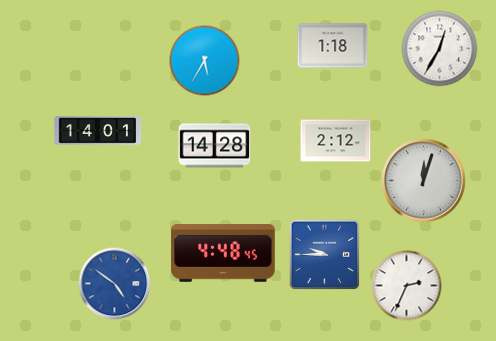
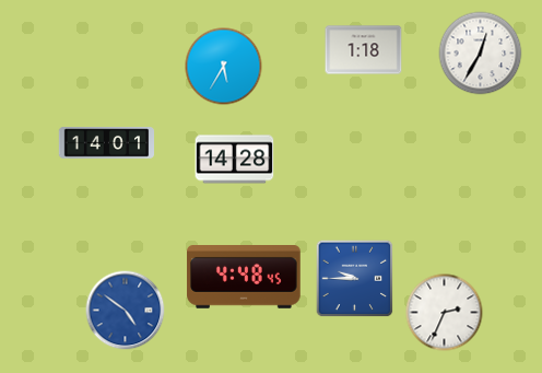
clock at (336, 141): 2:12 -> none
clock at (424, 181): 12:03 -> none
